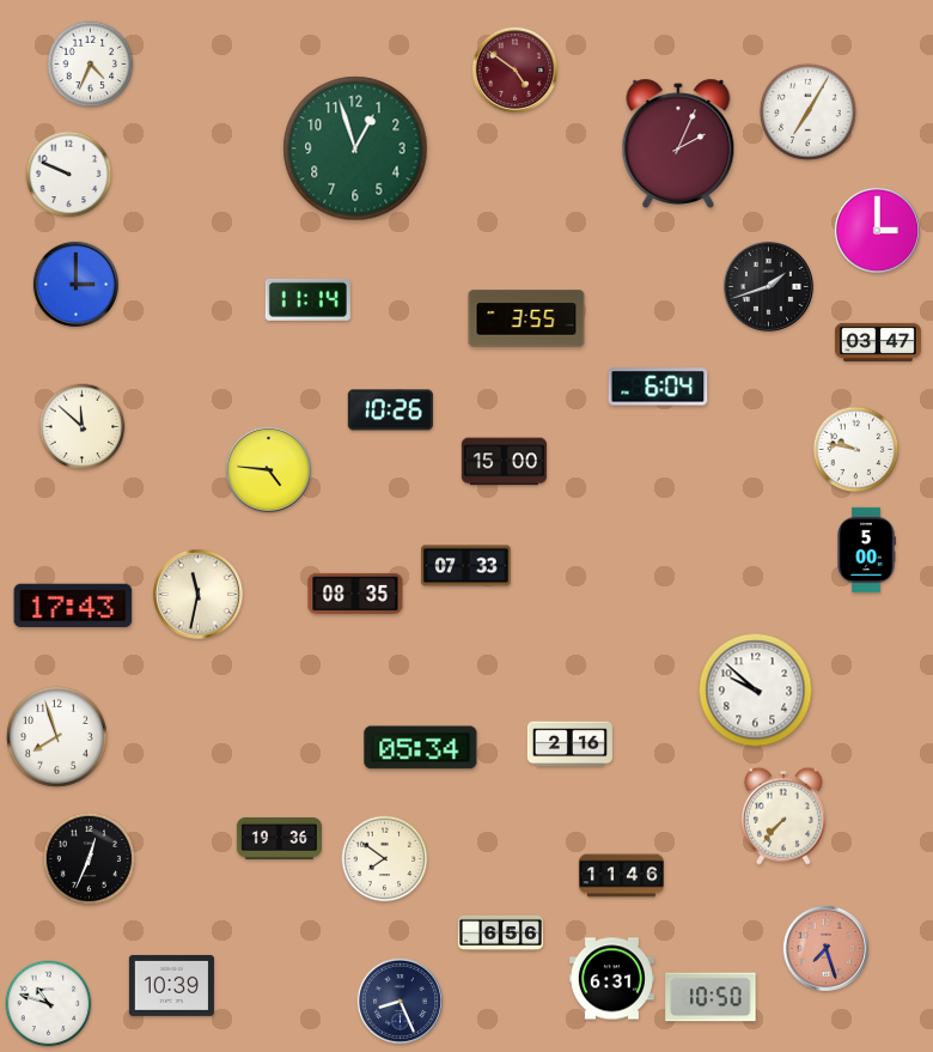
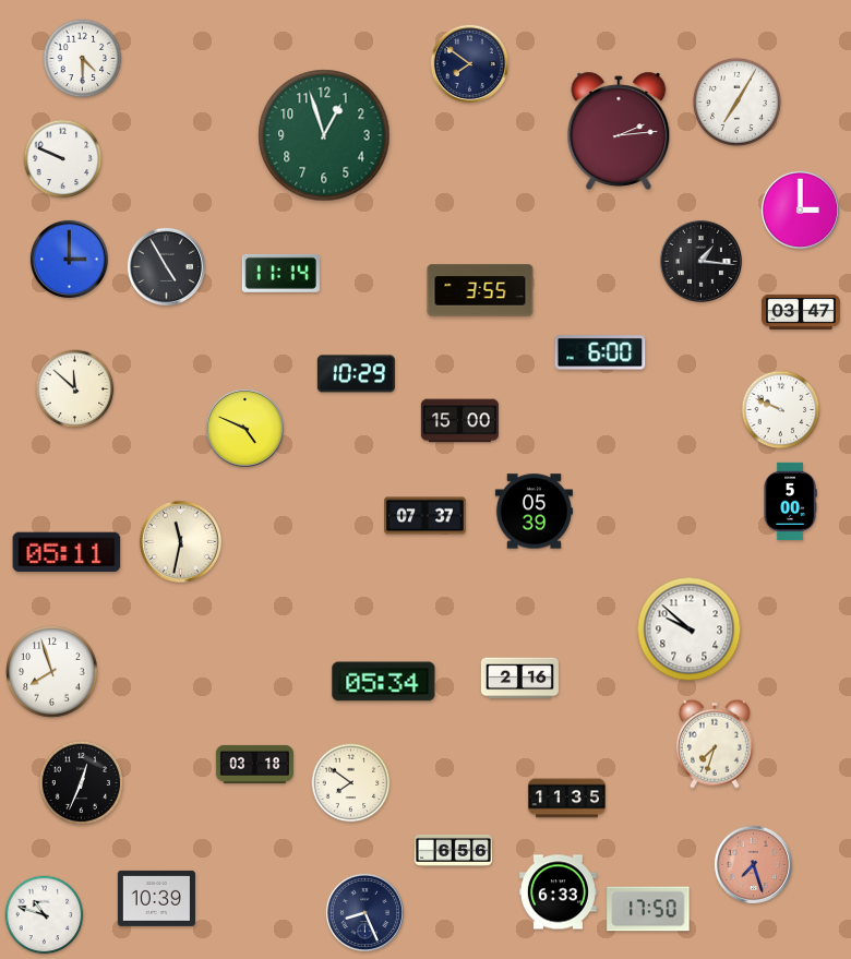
clock at (91, 65): 4:34 -> 4:30
clock at (514, 69): 4:51 -> 7:51
clock at (514, 69) dial: burgundy -> navy
clock at (678, 142): 2:04 -> 2:14
clock at (768, 286): 1:42 -> 1:16
clock at (166, 266): none -> 4:55
clock at (658, 387): 6:04 -> 6:00
clock at (390, 411): 10:26 -> 10:29
clock at (856, 450): 9:47 -> 9:49
clock at (268, 469): 4:46 -> 4:49
clock at (534, 512): none -> 05:39
clock at (466, 566): 07:33 -> 07:37
clock at (355, 594): 08:35 -> none
clock at (73, 606): 17:43 -> 05:11
clock at (783, 816): 7:37 -> 7:33
clock at (279, 838): 19:36 -> 03:18
clock at (621, 876): 11:46 -> 11:35
clock at (500, 932) position: (500, 932) -> (453, 850)
clock at (611, 979): 6:31 -> 6:33
clock at (711, 997): 10:50 -> 17:50
